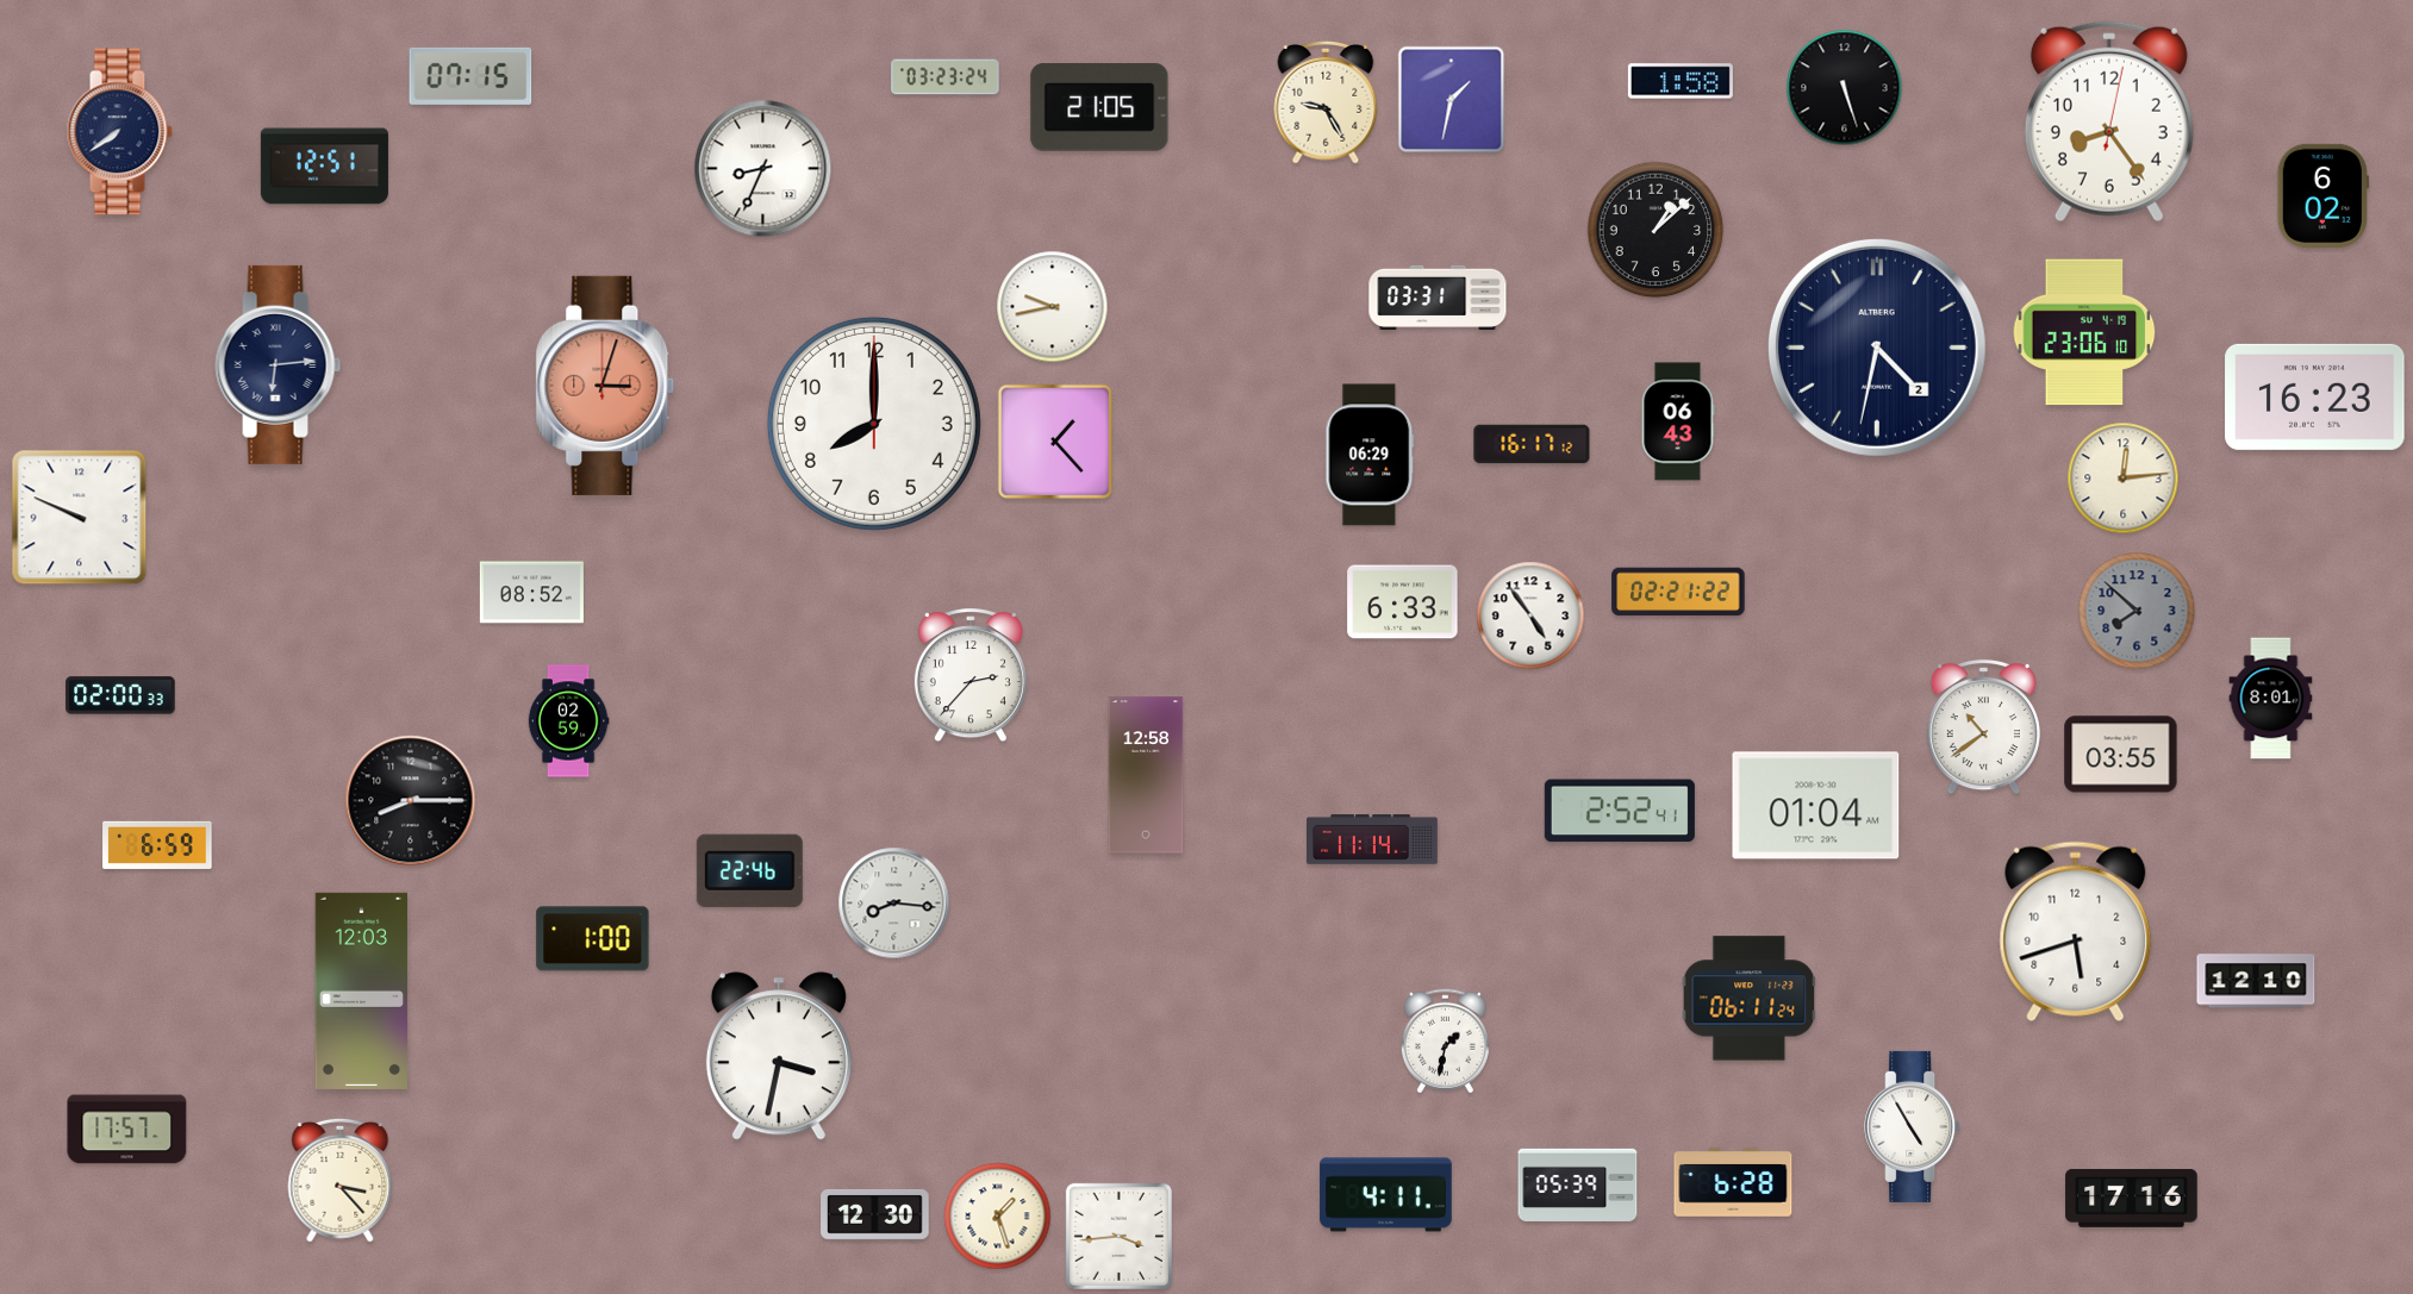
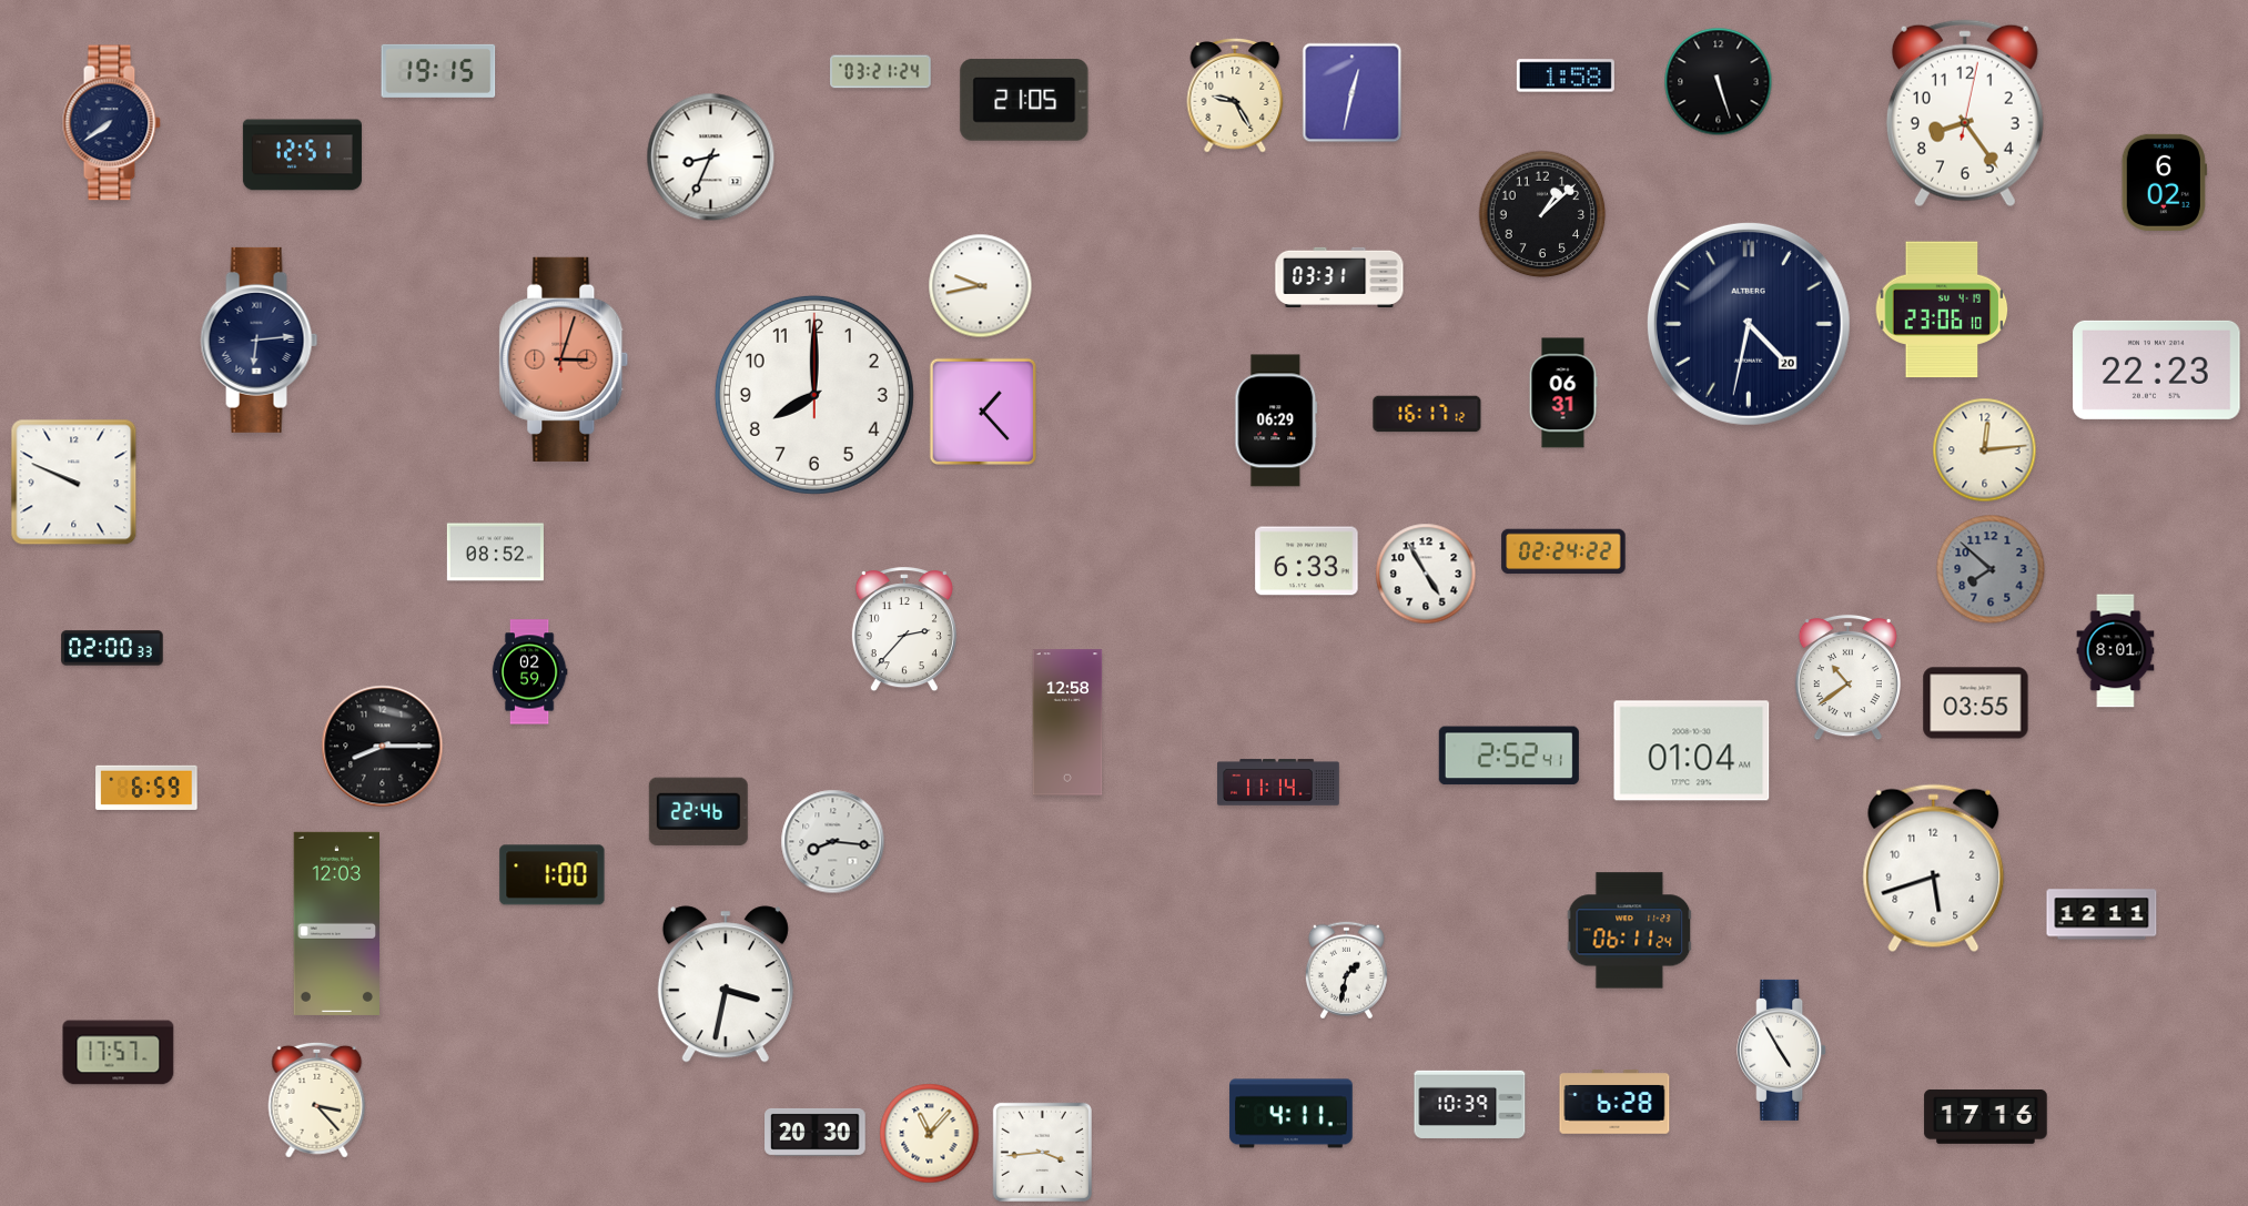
clock at (470, 76): 07:15 -> 19:15
clock at (946, 77): 03:23 -> 03:21
clock at (1452, 100): 1:32 -> 12:32
clock at (1877, 348) date: 2 -> 20
clock at (2315, 396): 16:23 -> 22:23
clock at (1678, 421): 06:43 -> 06:31
clock at (1370, 455) position: (1370, 455) -> (1276, 420)
clock at (2124, 479) position: (2124, 479) -> (1985, 450)
clock at (1678, 592): 02:21 -> 02:24
clock at (1530, 615): 4:54 -> 4:55
clock at (2256, 981): 12:10 -> 12:11
clock at (1578, 1184): 05:39 -> 10:39
clock at (875, 1214): 12:30 -> 20:30
clock at (998, 1217): 1:27 -> 11:07
